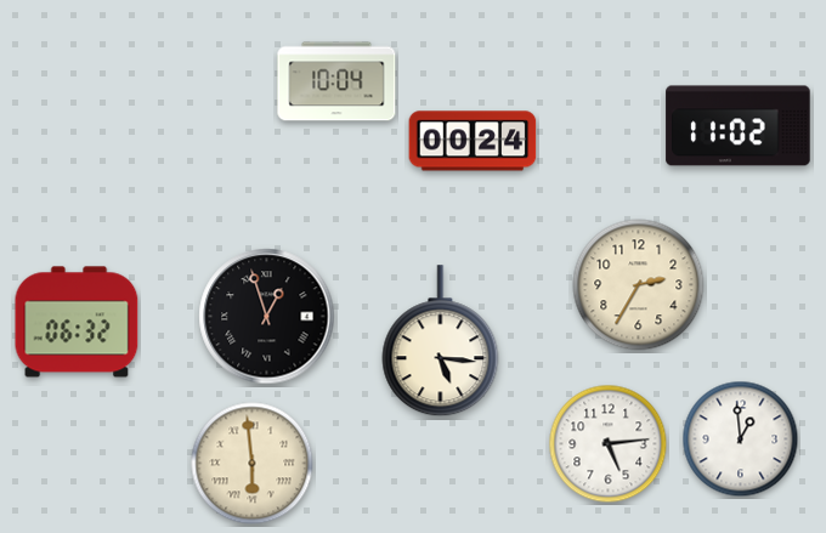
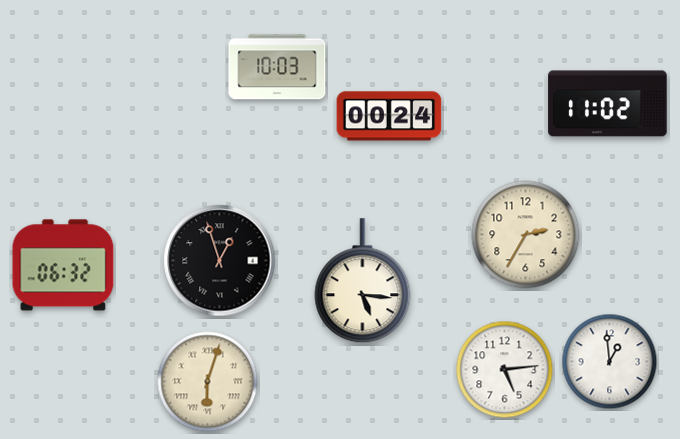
clock at (336, 81): 10:04 -> 10:03
clock at (609, 444) position: (609, 444) -> (505, 370)
clock at (253, 464): 5:59 -> 6:03
